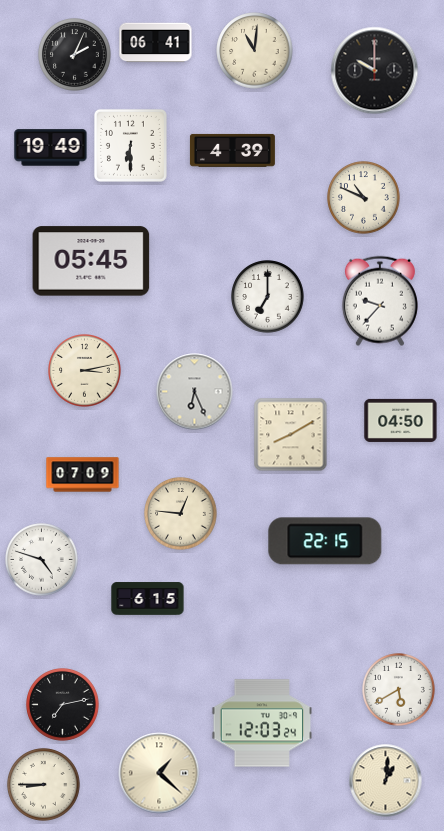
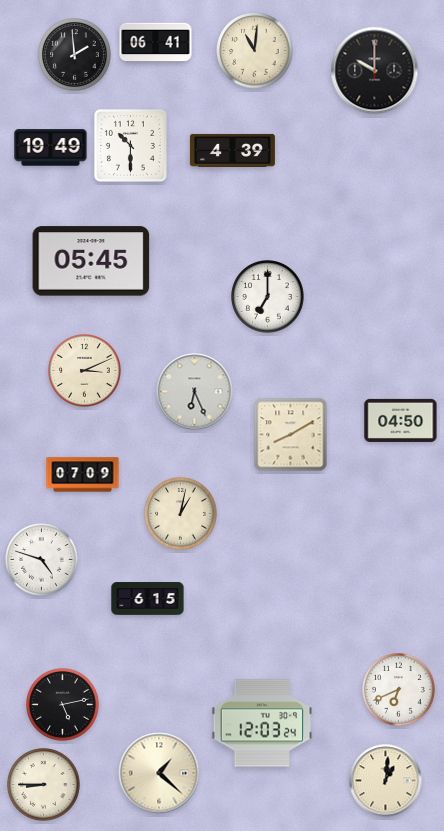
clock at (75, 55): 2:04 -> 1:59
clock at (130, 145): 6:30 -> 10:30
clock at (364, 198): 10:49 -> none
clock at (380, 301): 9:37 -> none
clock at (85, 371): 3:13 -> 3:11
clock at (181, 514): 12:46 -> 1:02
clock at (325, 541): 22:15 -> none
clock at (399, 690): 5:40 -> 6:41
clock at (63, 705): 7:13 -> 5:13
